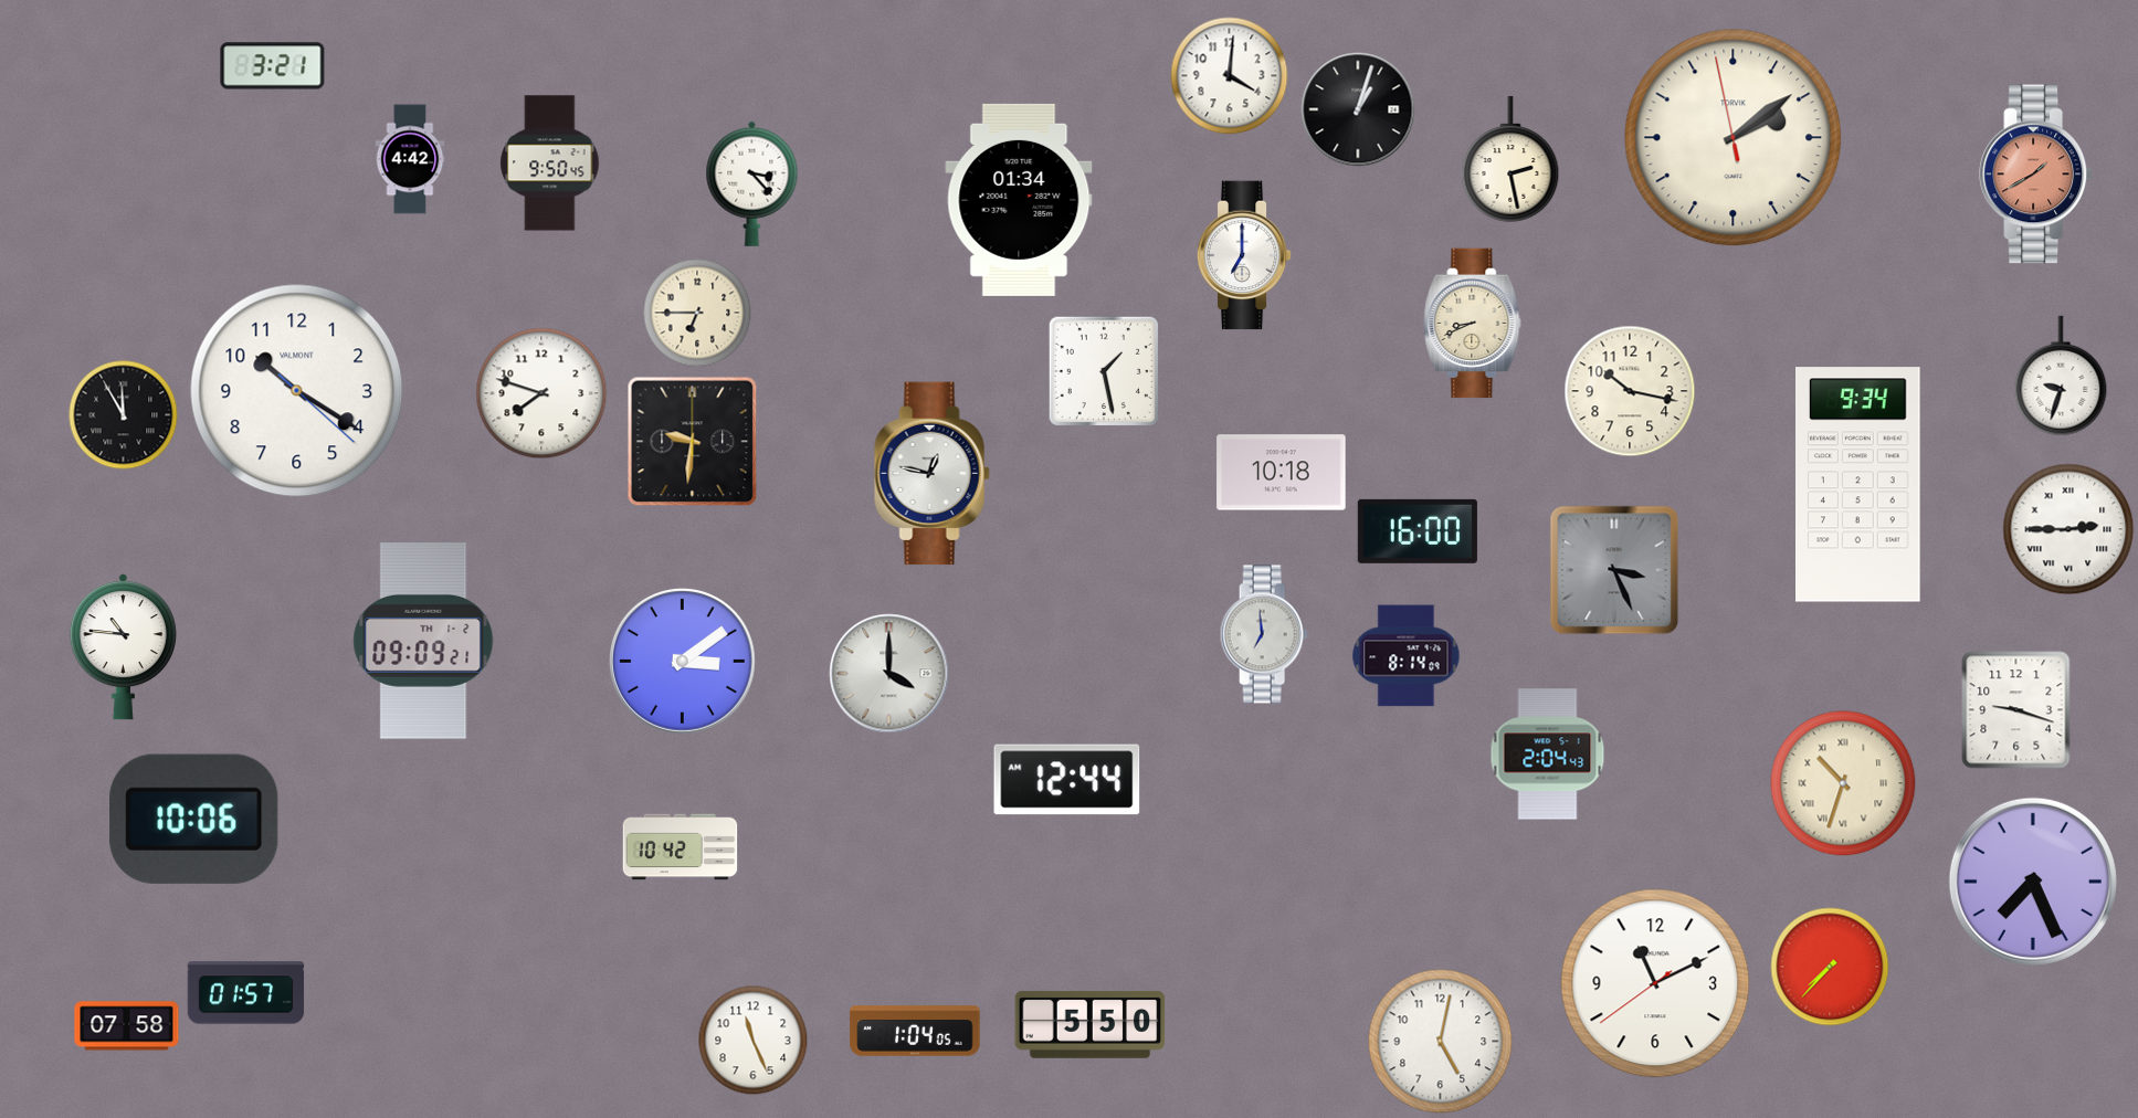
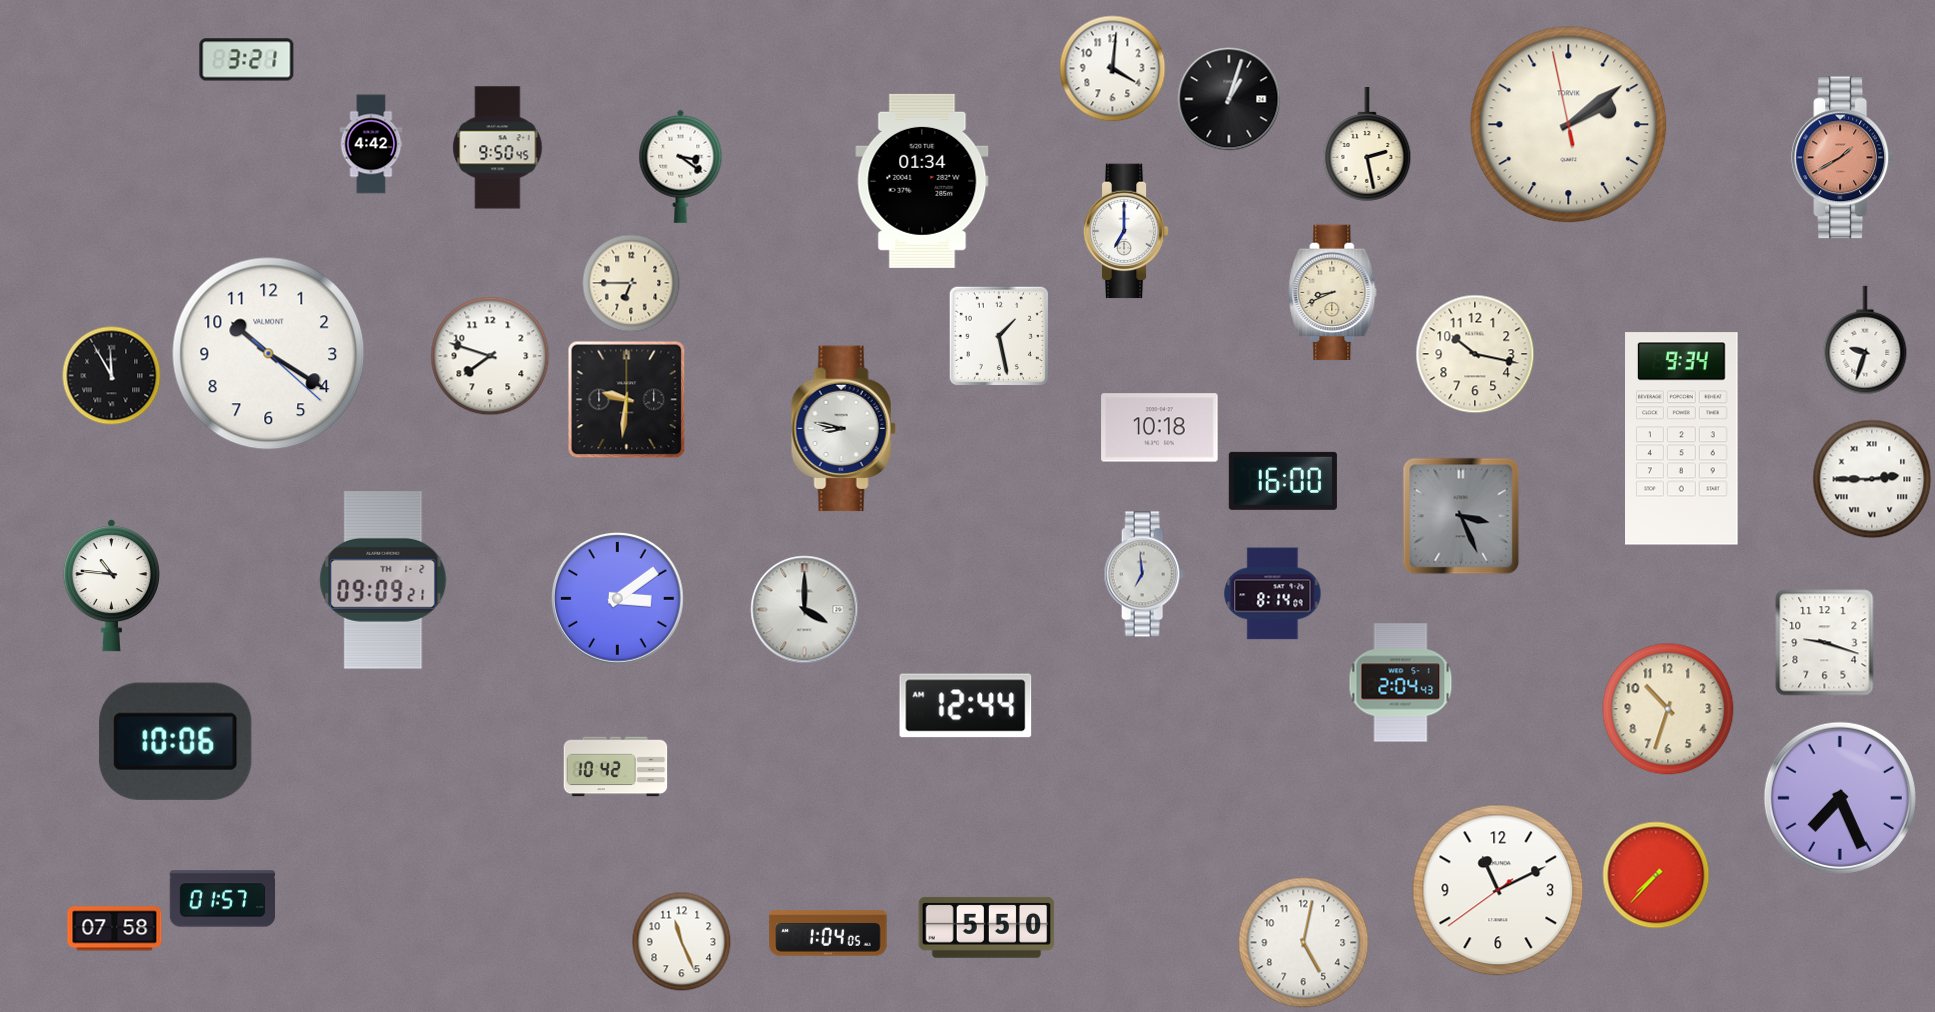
clock at (752, 183): 3:23 -> 3:21
clock at (931, 474): 12:47 -> 8:47
clock at (1843, 783) numerals: Roman -> Arabic
